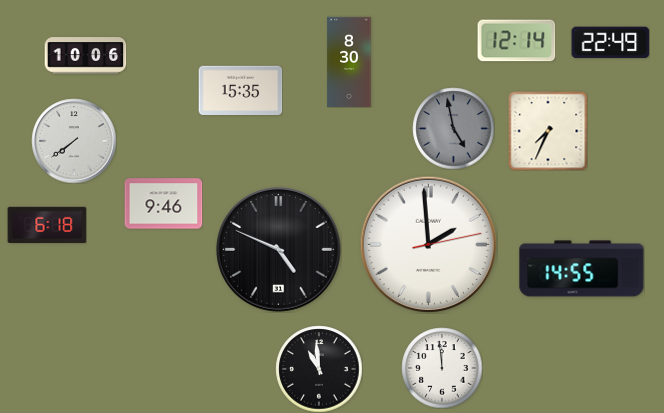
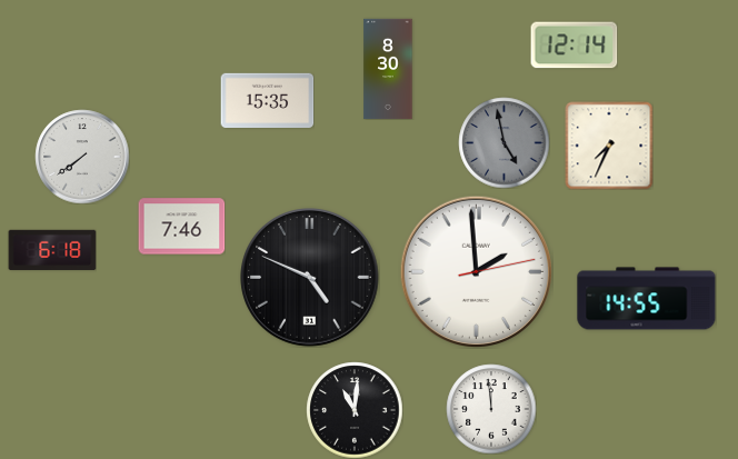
clock at (610, 43): 22:49 -> none
clock at (85, 56): 10:06 -> none
clock at (163, 204): 9:46 -> 7:46
clock at (319, 369): 10:59 -> 11:01
